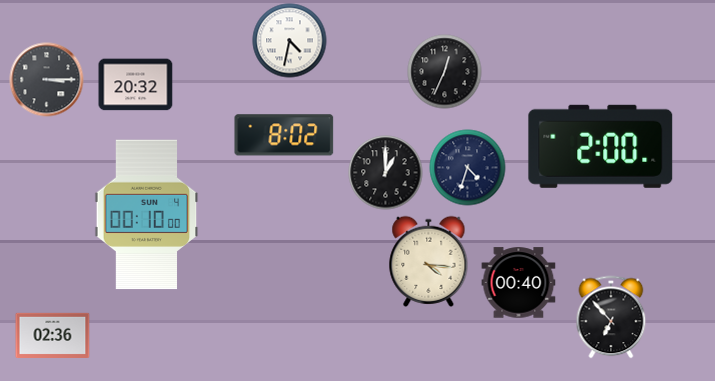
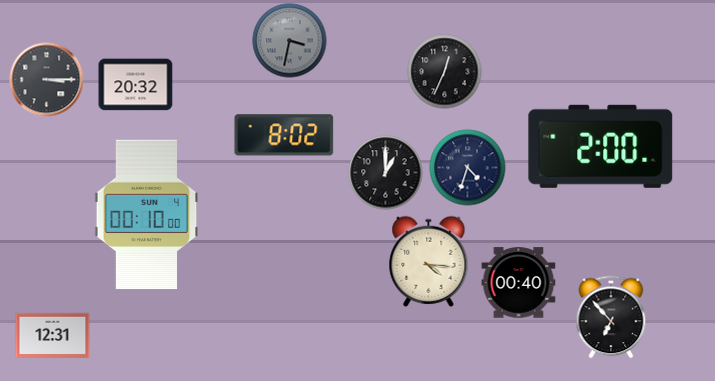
clock at (290, 41): 4:32 -> 3:32
clock at (290, 41) dial: white -> grey
clock at (53, 335): 02:36 -> 12:31
